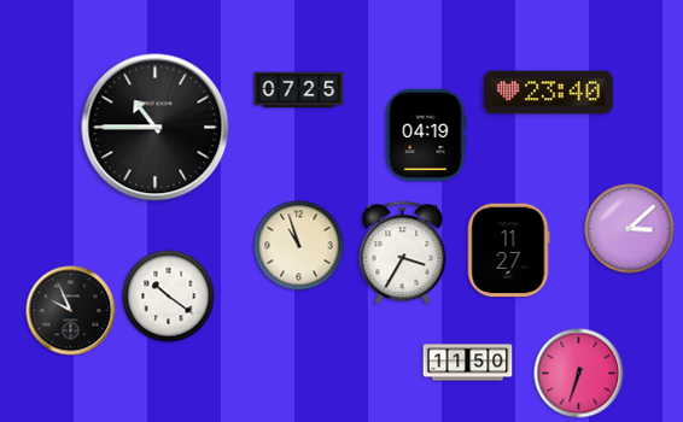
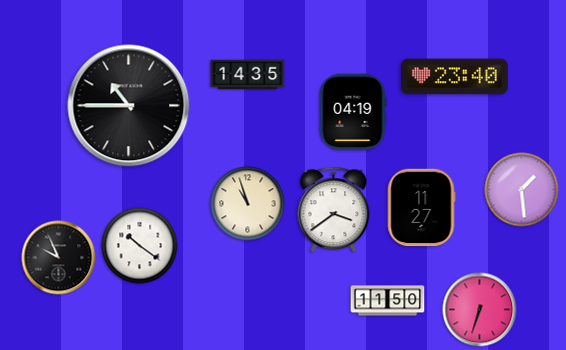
clock at (299, 90): 07:25 -> 14:35
clock at (630, 229): 3:08 -> 1:29
clock at (403, 253): 3:35 -> 3:39
